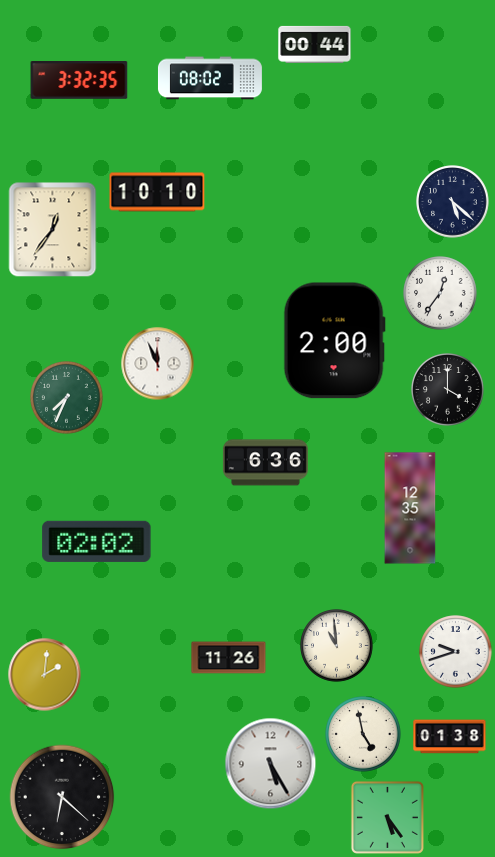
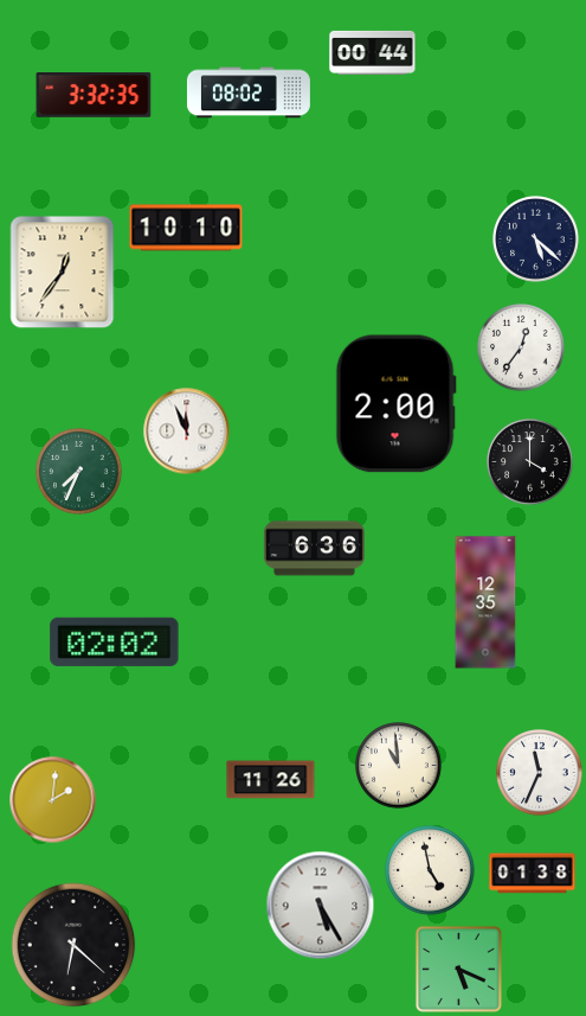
clock at (456, 652): 9:42 -> 11:34
clock at (387, 817): 5:24 -> 5:19
